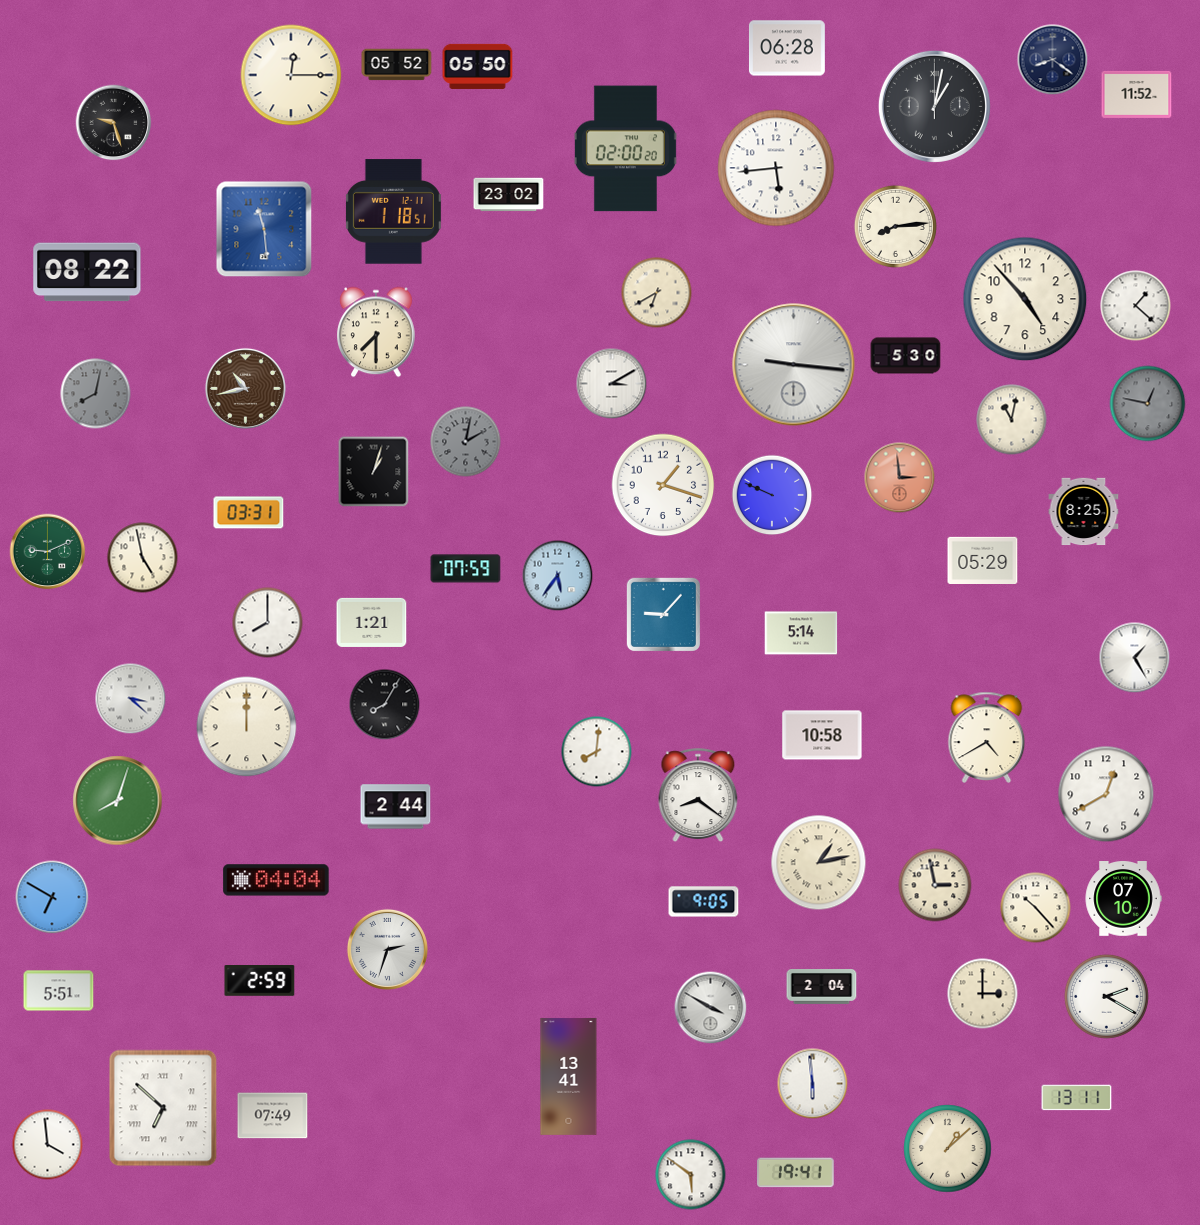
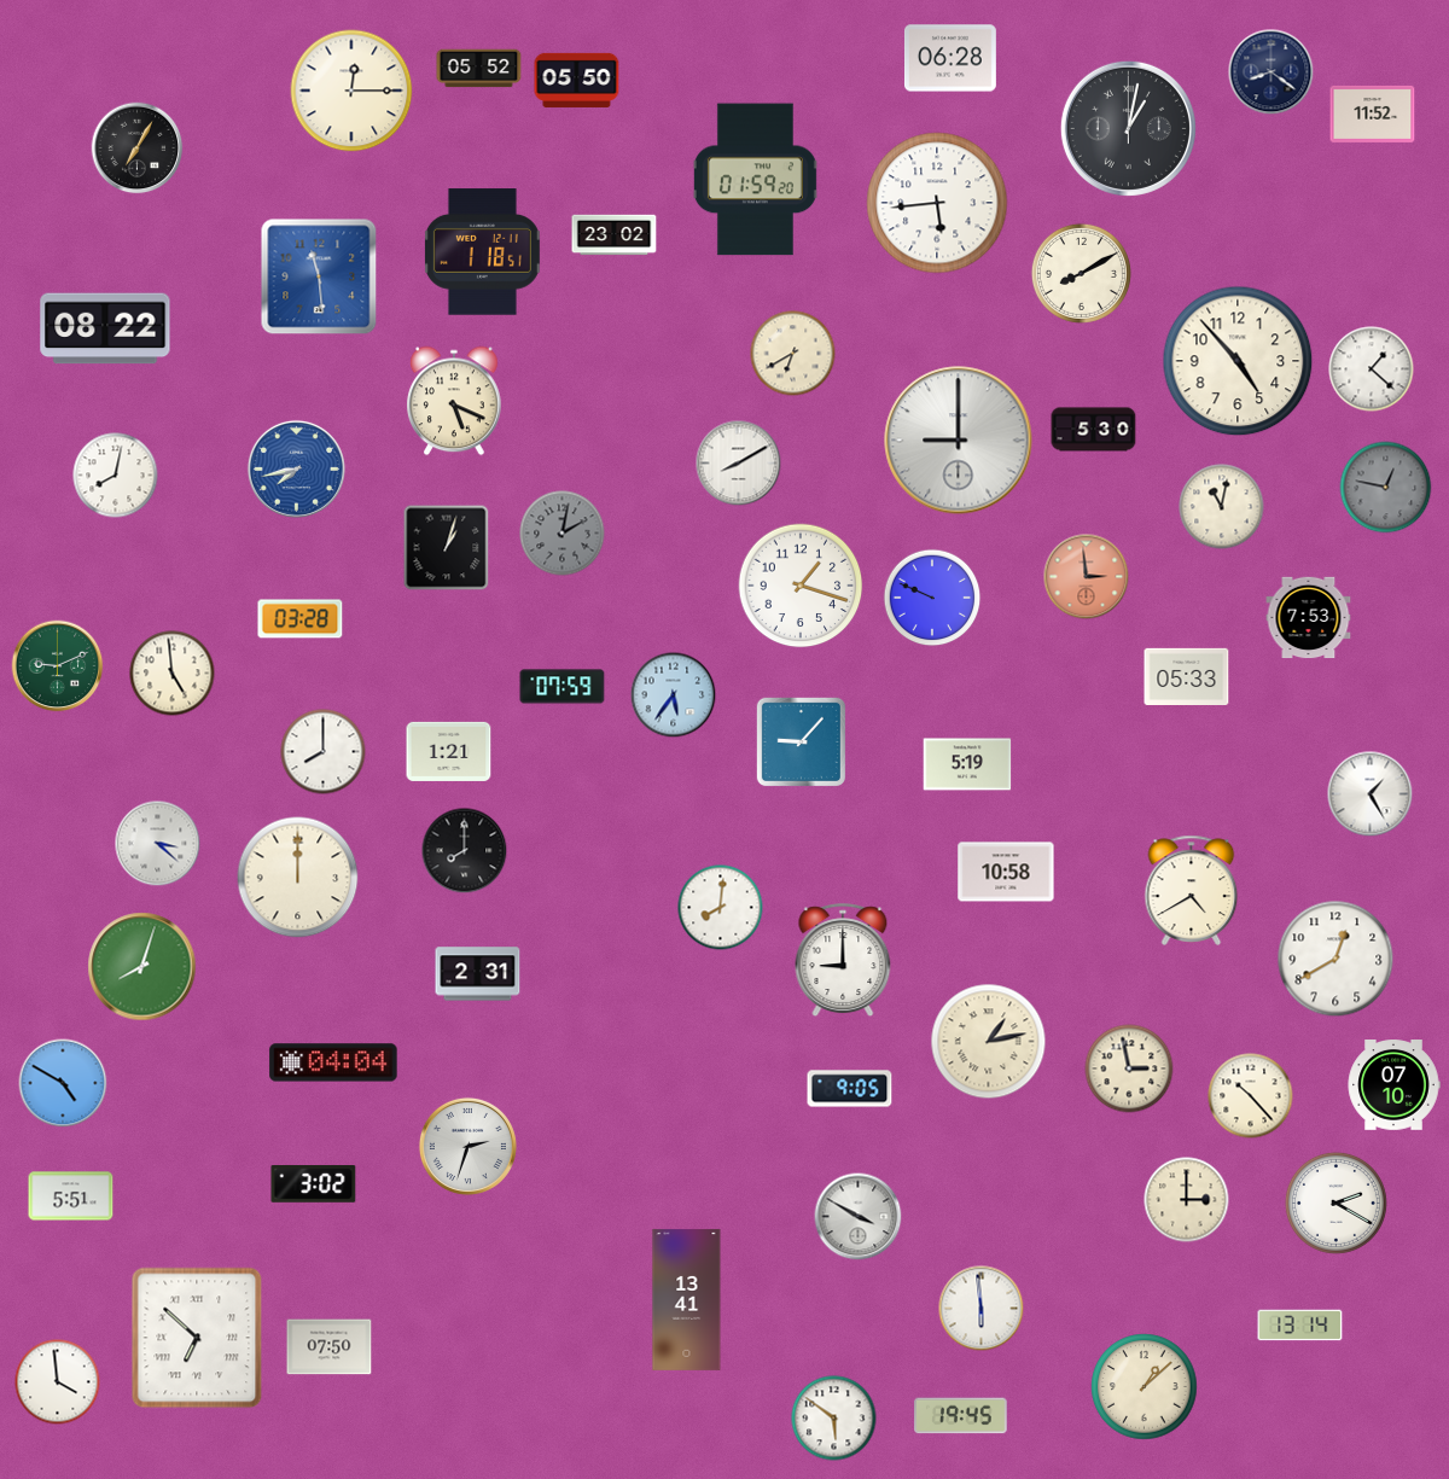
clock at (397, 65) position: (397, 65) -> (479, 69)
clock at (114, 123): 9:27 -> 7:05
clock at (625, 149): 02:00 -> 01:59
clock at (393, 212) position: (393, 212) -> (482, 252)
clock at (895, 226): 8:14 -> 8:10
clock at (377, 332): 7:30 -> 5:19
clock at (794, 365): 9:16 -> 9:00
clock at (612, 384): 3:10 -> 8:10
clock at (245, 388): 10:43 -> 7:43
clock at (245, 388) dial: brown -> blue
clock at (96, 394) dial: grey -> white
clock at (374, 472) position: (374, 472) -> (447, 548)
clock at (1084, 512): 8:25 -> 7:53
clock at (249, 513): 03:31 -> 03:28
clock at (143, 558): 4:58 -> 4:59
clock at (983, 561): 05:29 -> 05:33
clock at (801, 633): 5:14 -> 5:19
clock at (385, 705): 8:05 -> 8:00
clock at (822, 735) position: (822, 735) -> (1006, 872)
clock at (698, 795): 8:21 -> 9:00
clock at (396, 807): 2:44 -> 2:31
clock at (52, 897): 6:50 -> 4:50
clock at (1123, 899) position: (1123, 899) -> (1393, 1085)
clock at (260, 981): 2:59 -> 3:02
clock at (822, 987): 2:04 -> none
clock at (1077, 1098): 13:11 -> 13:14
clock at (273, 1116): 07:49 -> 07:50
clock at (796, 1173): 19:41 -> 19:45
